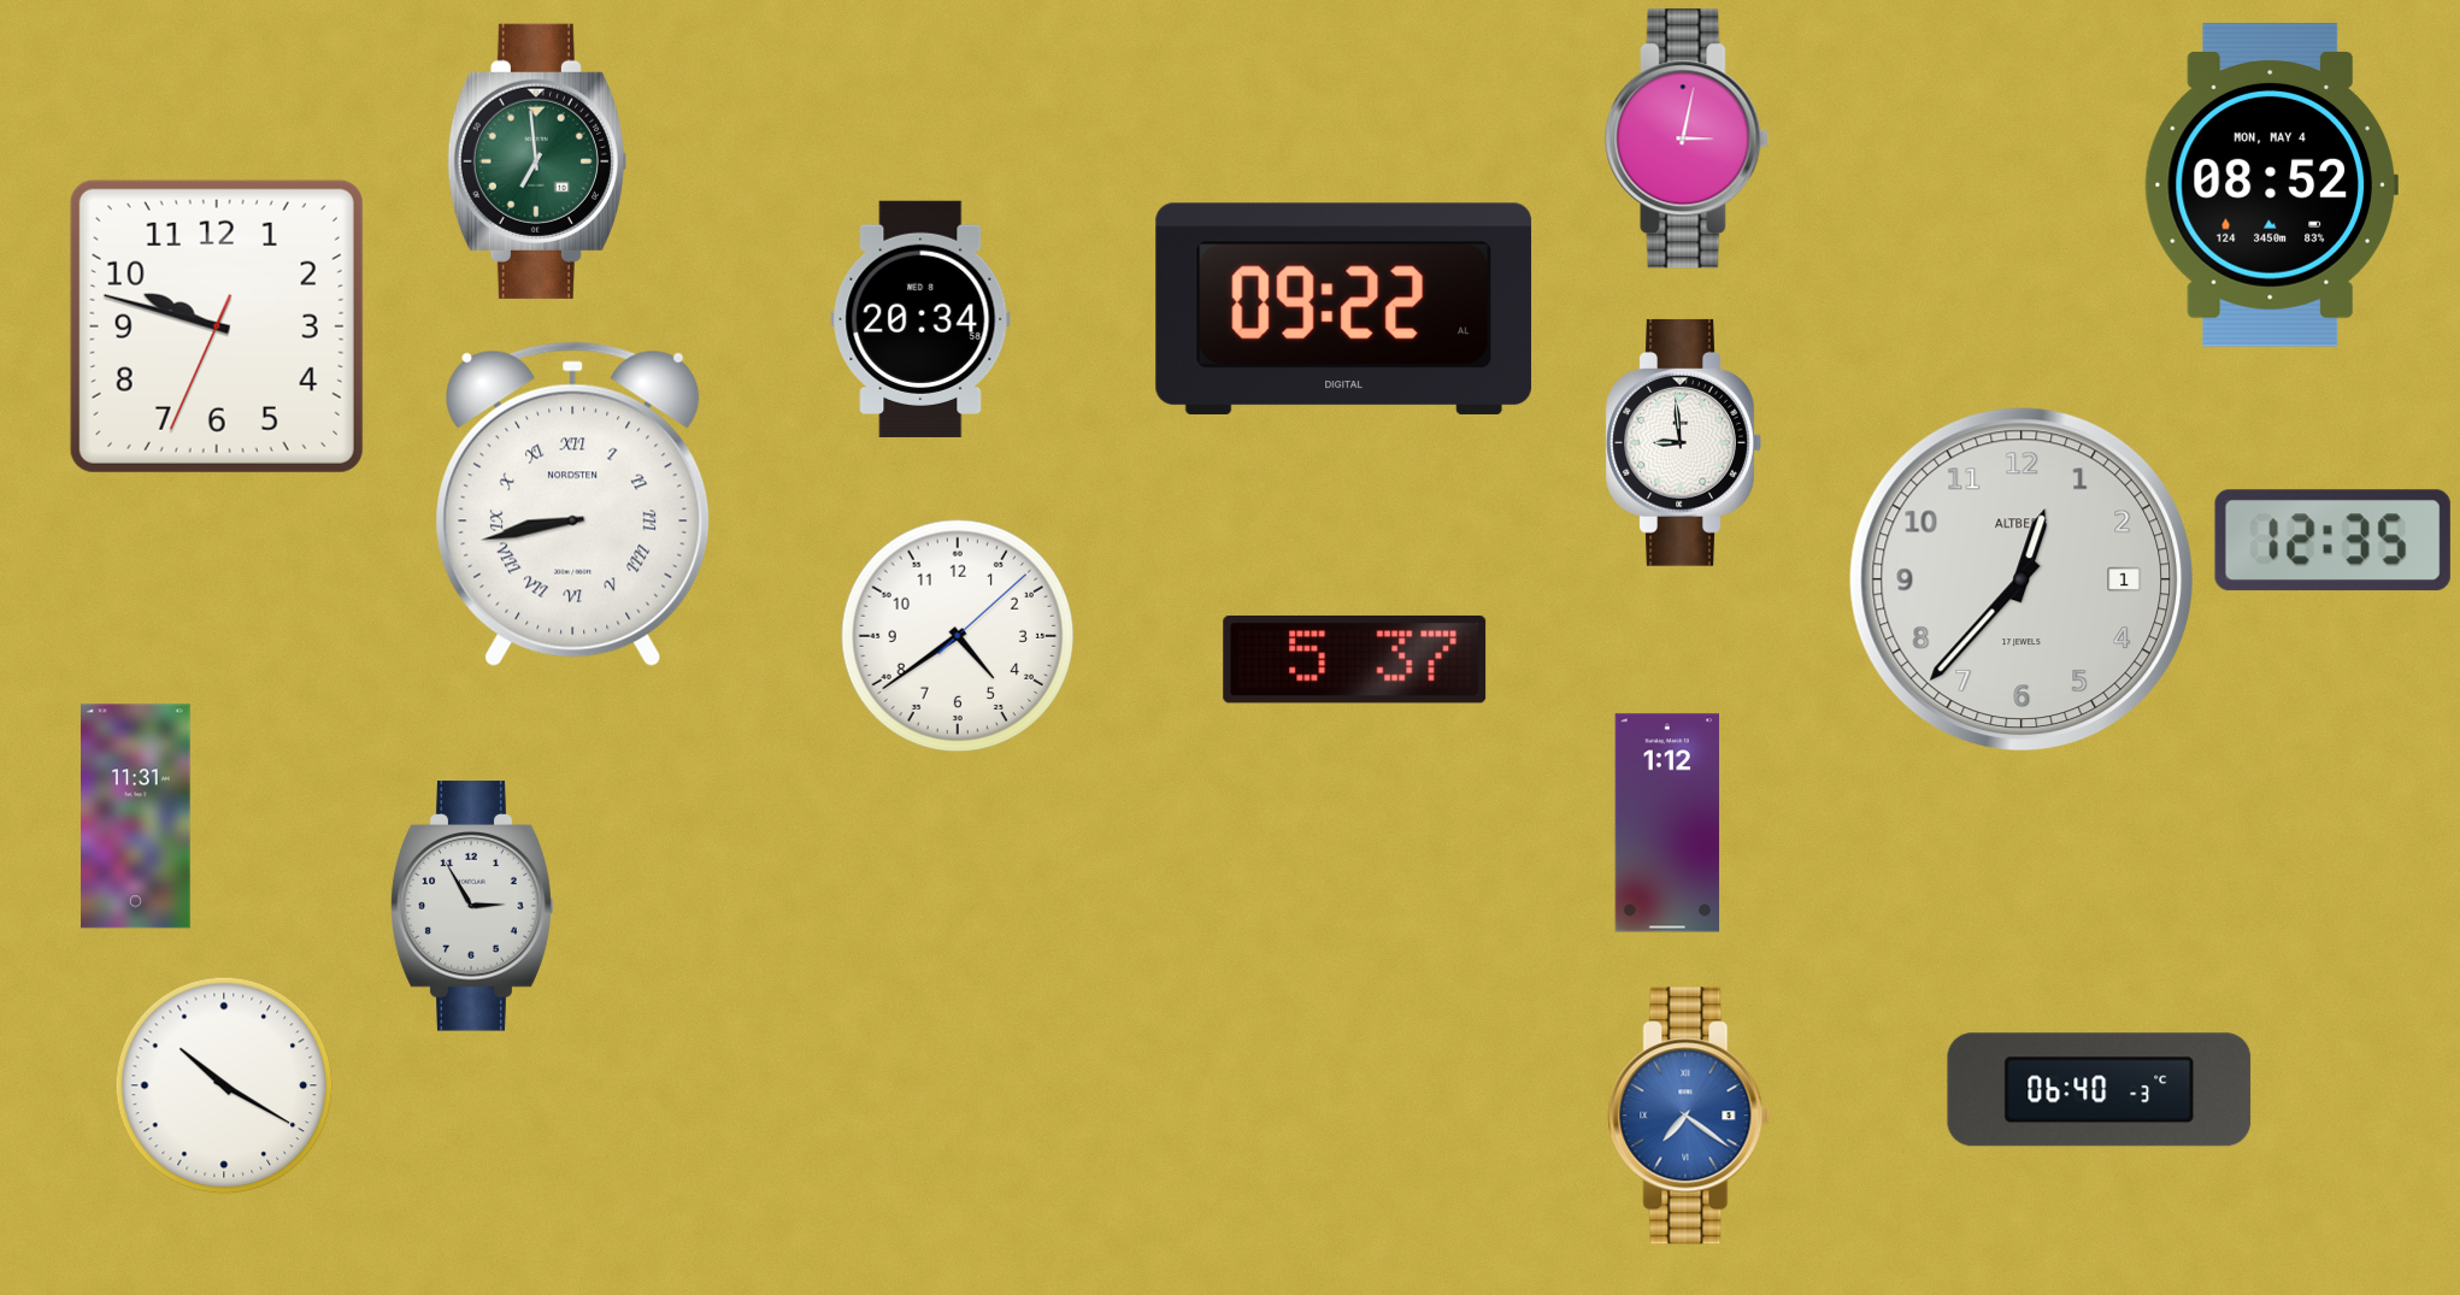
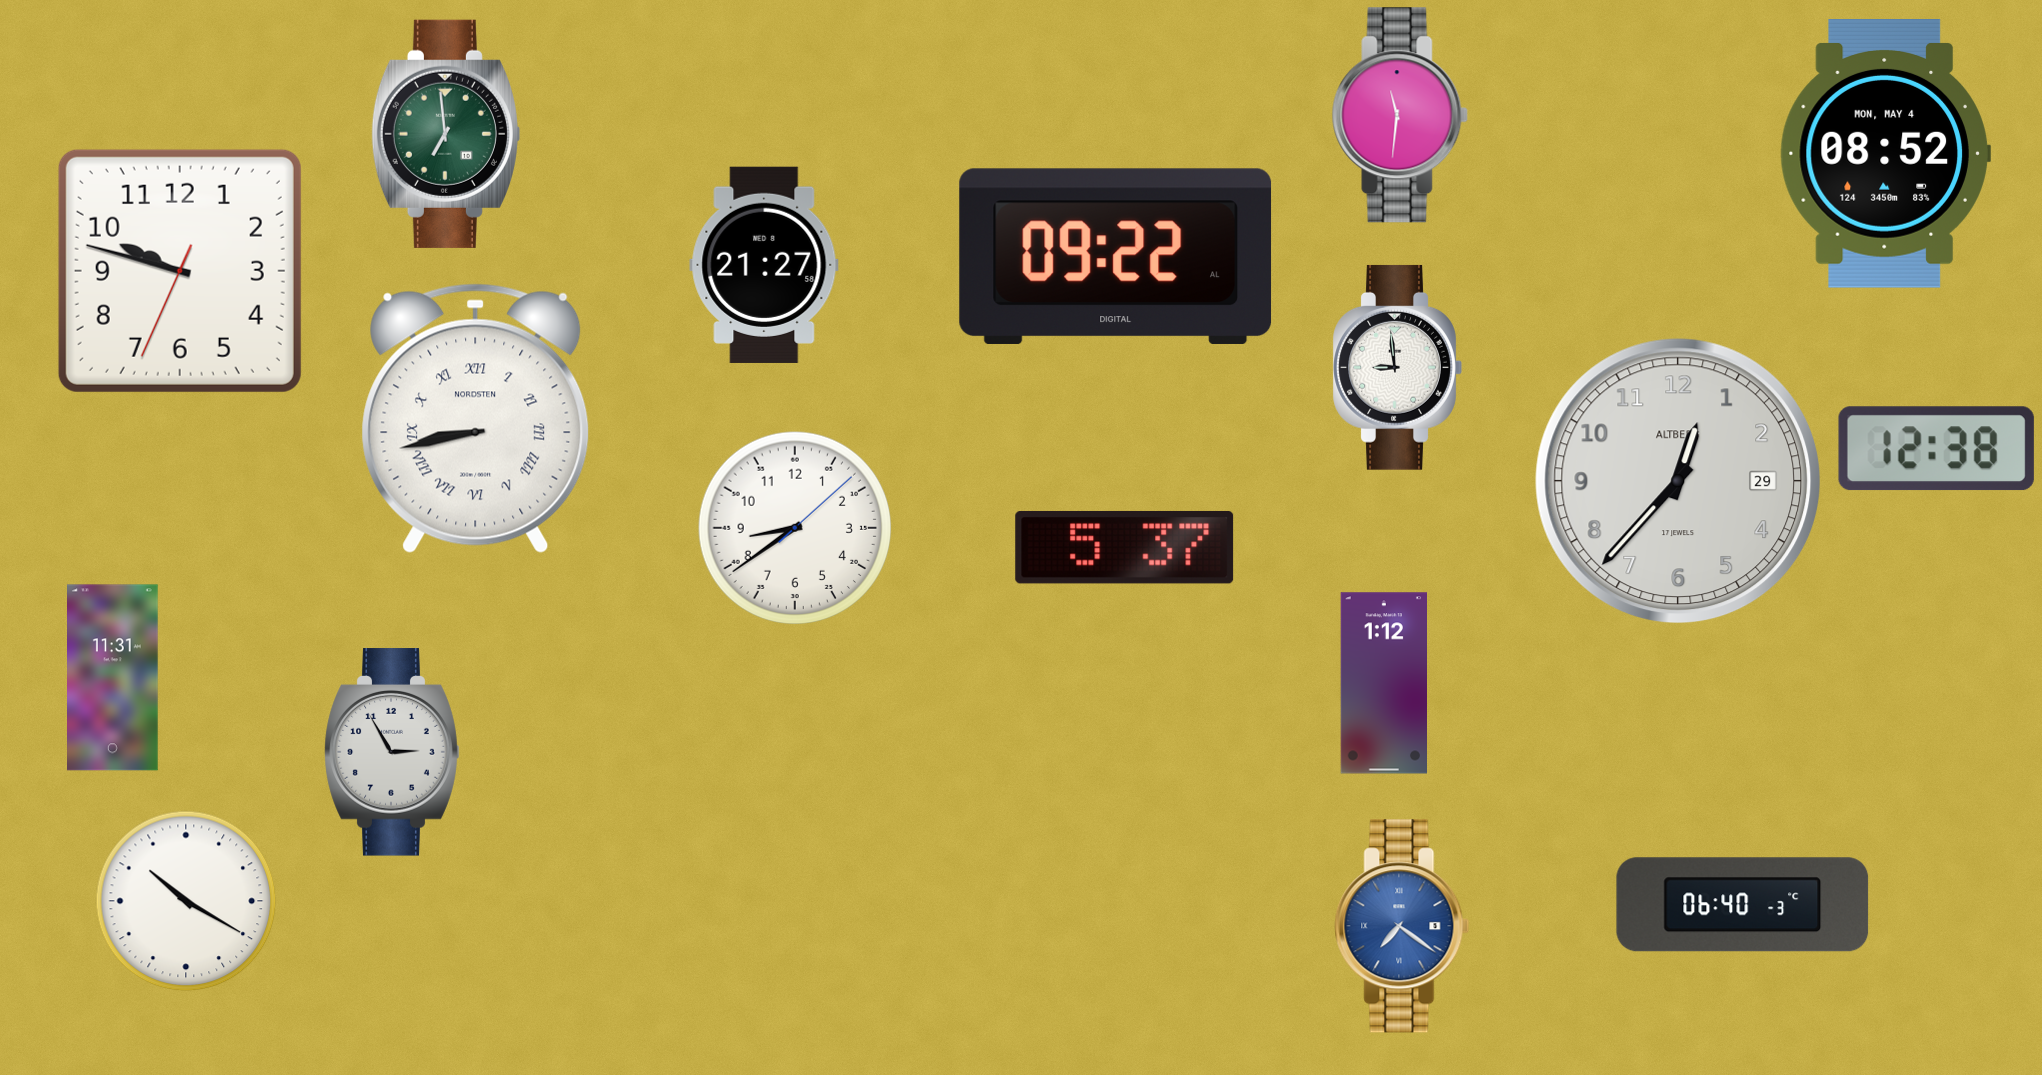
clock at (1687, 139): 3:02 -> 11:31
clock at (920, 319): 20:34 -> 21:27
clock at (2332, 541): 12:35 -> 12:38
clock at (2021, 579) date: 1 -> 29
clock at (958, 636): 4:39 -> 8:39
